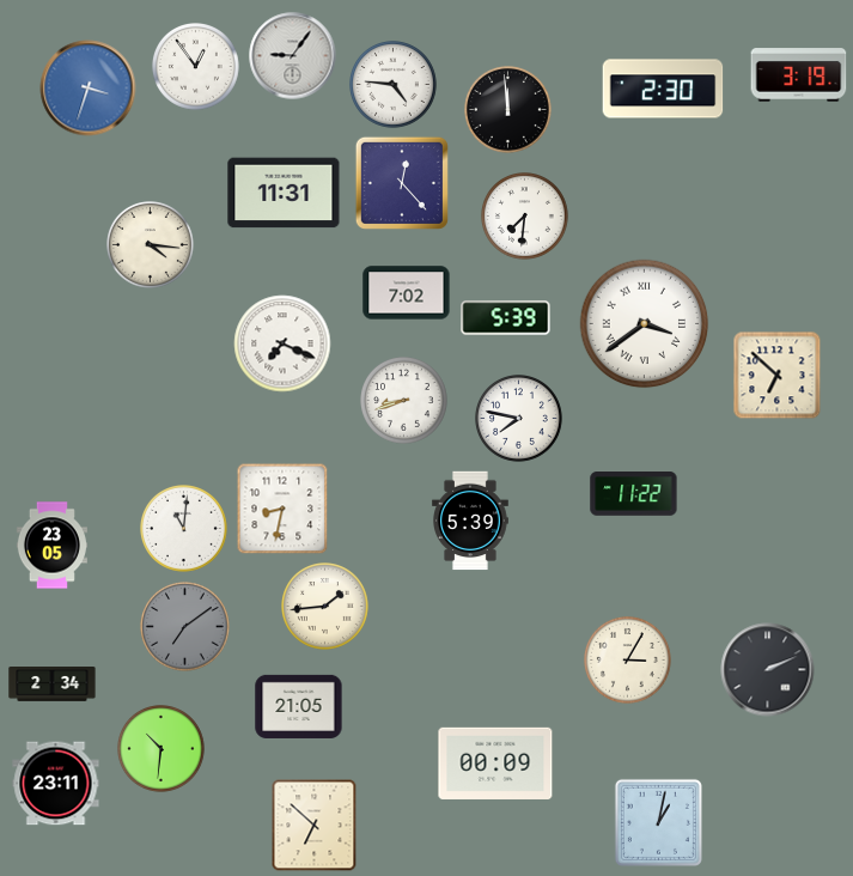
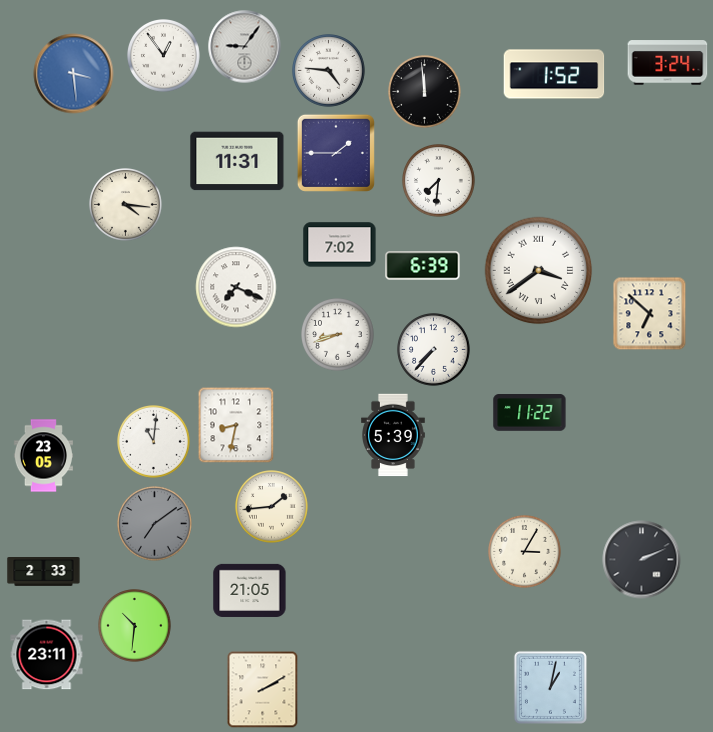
clock at (799, 75): 3:19 -> 3:24
clock at (89, 89): 3:33 -> 3:29
clock at (663, 89): 2:30 -> 1:52
clock at (402, 183): 12:23 -> 1:45
clock at (506, 318): 5:39 -> 6:39
clock at (519, 419): 7:47 -> 7:37
clock at (53, 685): 2:34 -> 2:33
clock at (495, 764): 00:09 -> none
clock at (315, 826): 6:52 -> 2:10
